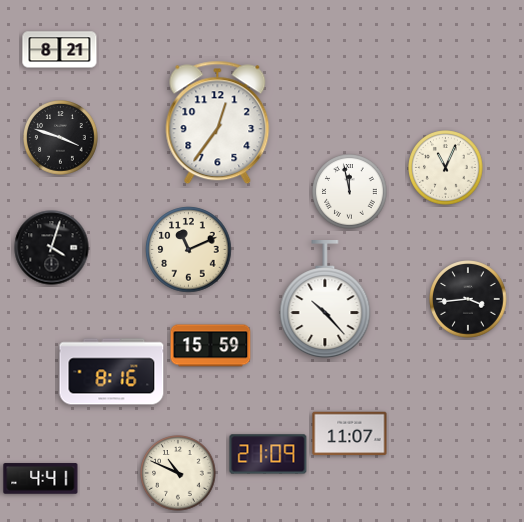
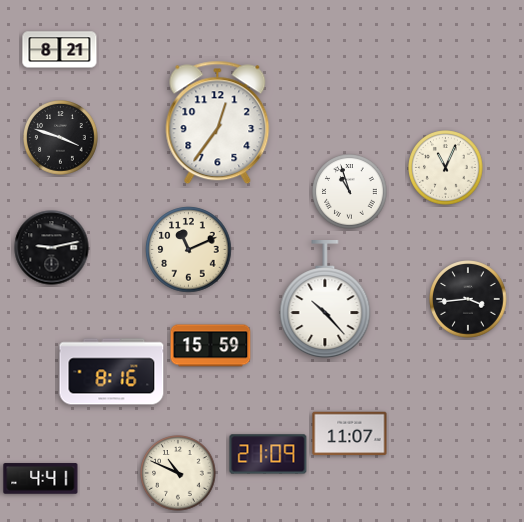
clock at (350, 192): 11:58 -> 10:57
clock at (52, 248): 4:03 -> 9:13
